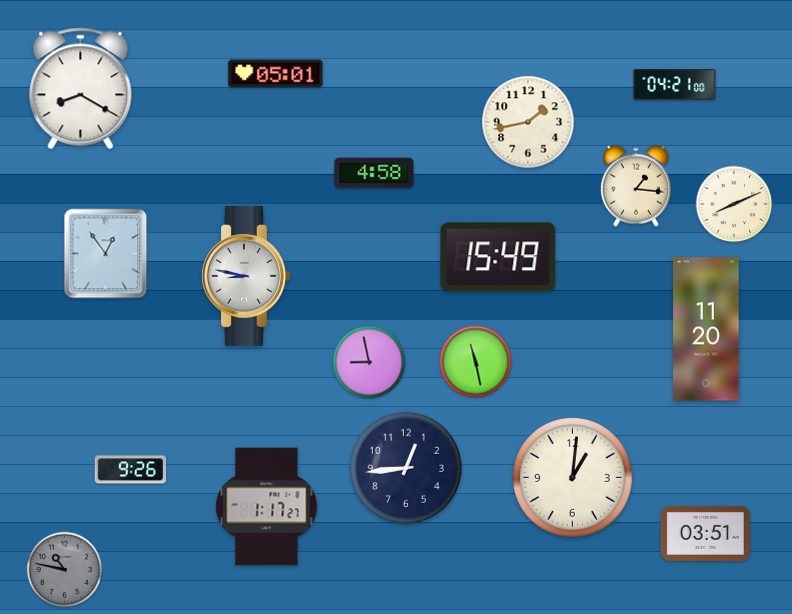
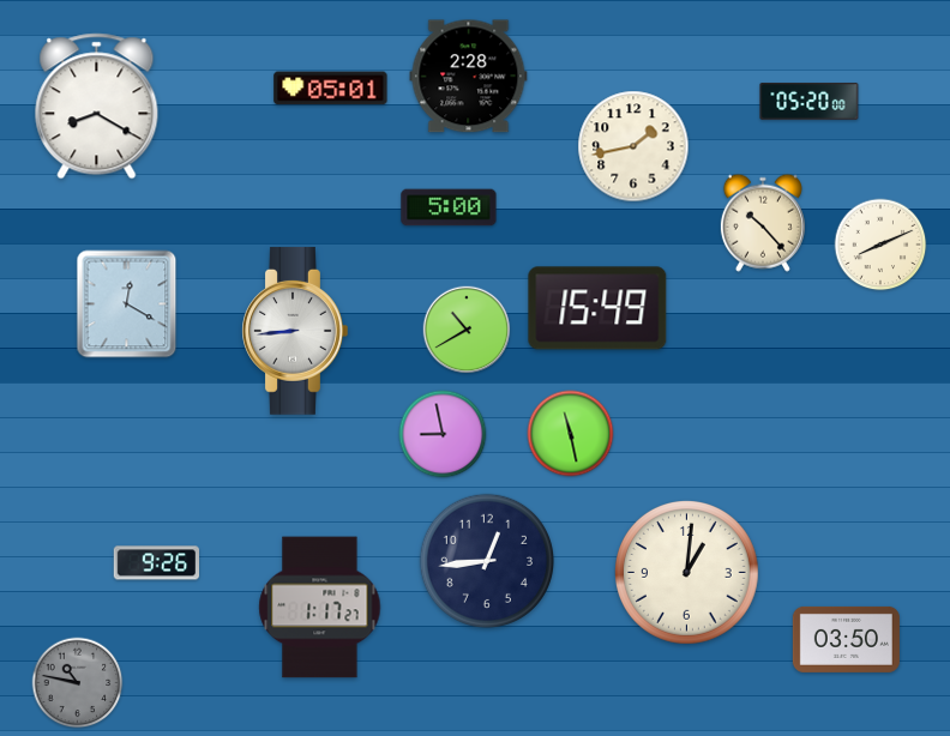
clock at (469, 77): none -> 2:28
clock at (675, 85): 04:21 -> 05:20
clock at (374, 173): 4:58 -> 5:00
clock at (636, 186): 1:16 -> 10:23
clock at (106, 254): 12:54 -> 12:20
clock at (467, 330): none -> 10:40
clock at (246, 276): 8:47 -> 8:44
clock at (706, 329): 11:20 -> none
clock at (705, 533): 03:51 -> 03:50
